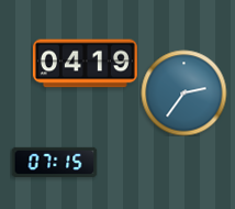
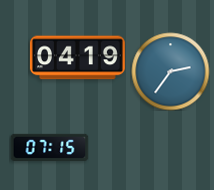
clock at (183, 92) position: (183, 92) -> (170, 71)
